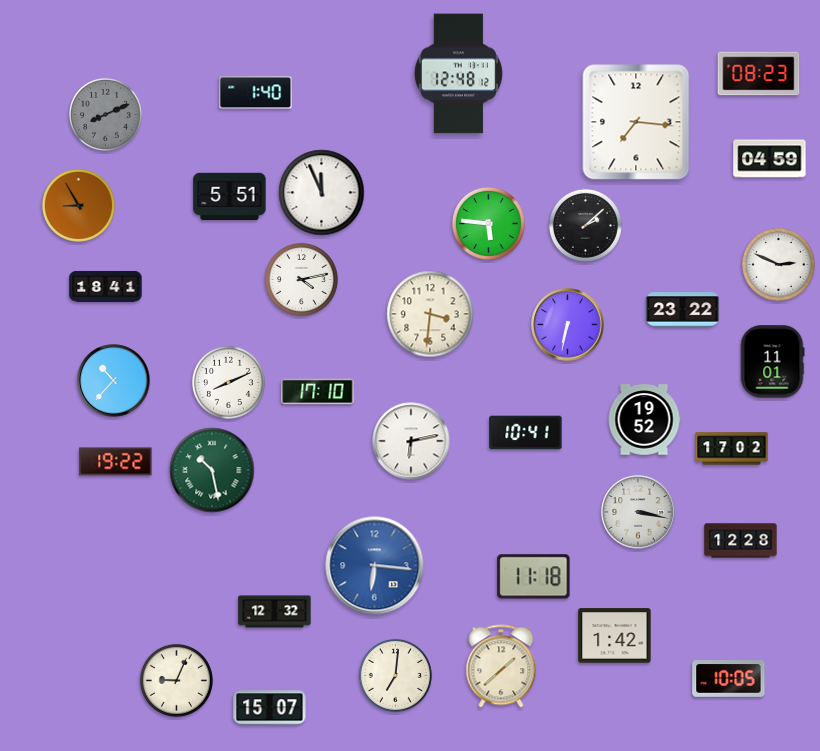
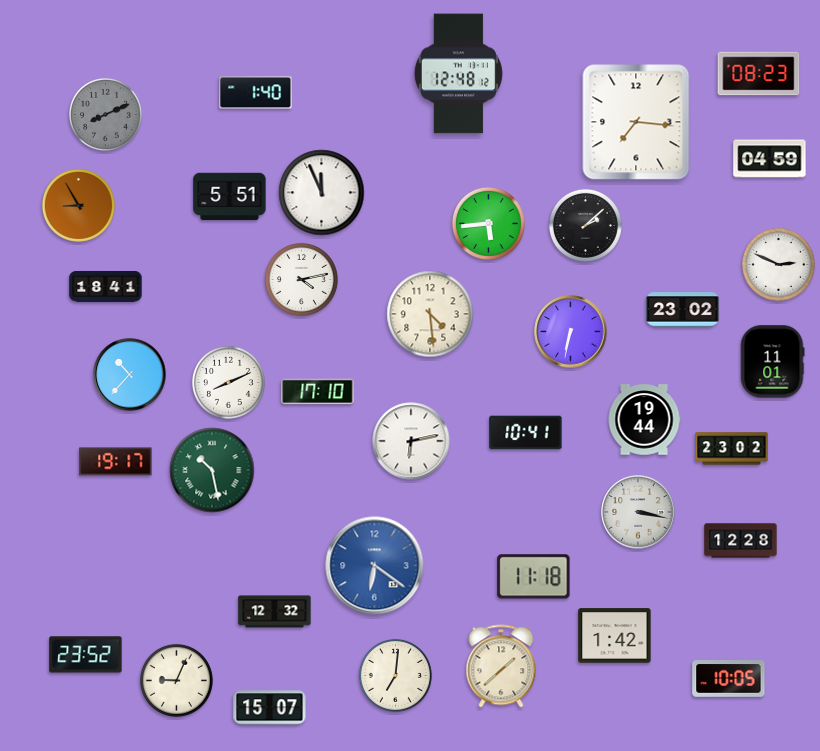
clock at (488, 223): 5:46 -> 5:44
clock at (683, 310): 23:22 -> 23:02
clock at (430, 314): 3:31 -> 4:29
clock at (568, 325) position: (568, 325) -> (571, 332)
clock at (114, 381) position: (114, 381) -> (130, 375)
clock at (644, 420): 19:52 -> 19:44
clock at (732, 449): 17:02 -> 23:02
clock at (116, 462): 19:22 -> 19:17
clock at (375, 566): 6:16 -> 6:21
clock at (86, 655): none -> 23:52
